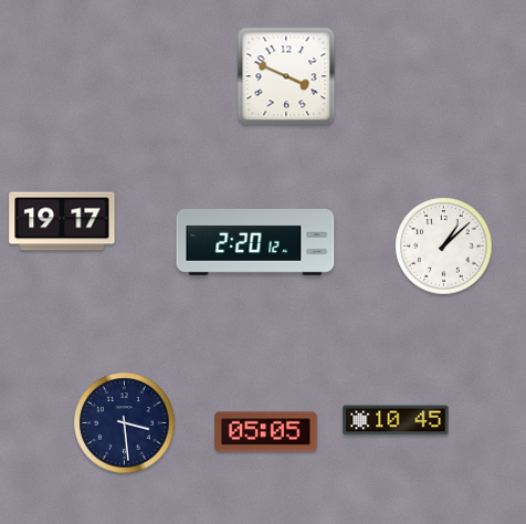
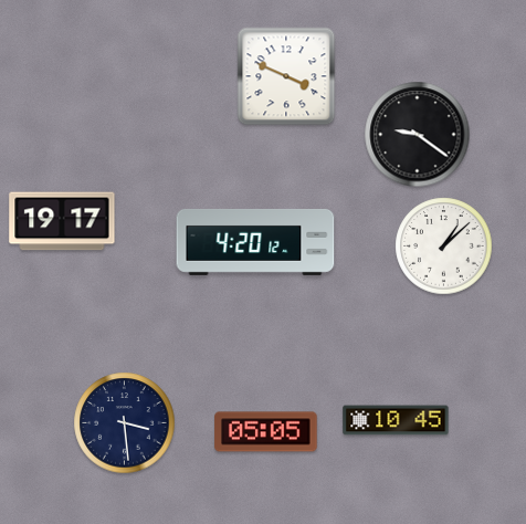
clock at (418, 135): none -> 9:21
clock at (255, 242): 2:20 -> 4:20
